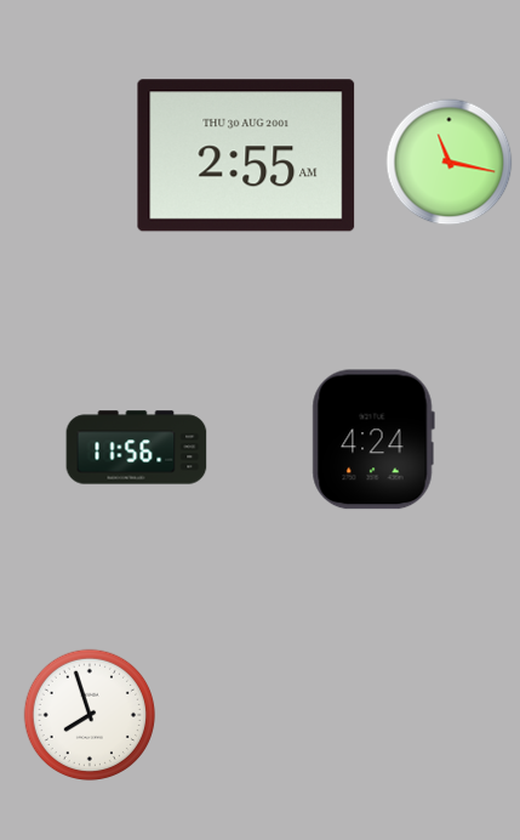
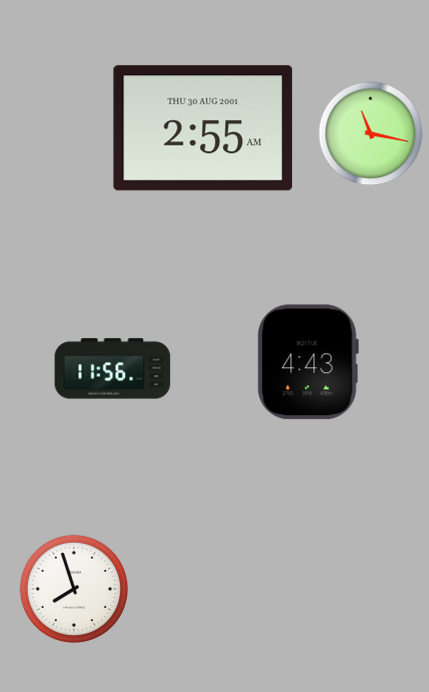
clock at (373, 439): 4:24 -> 4:43
